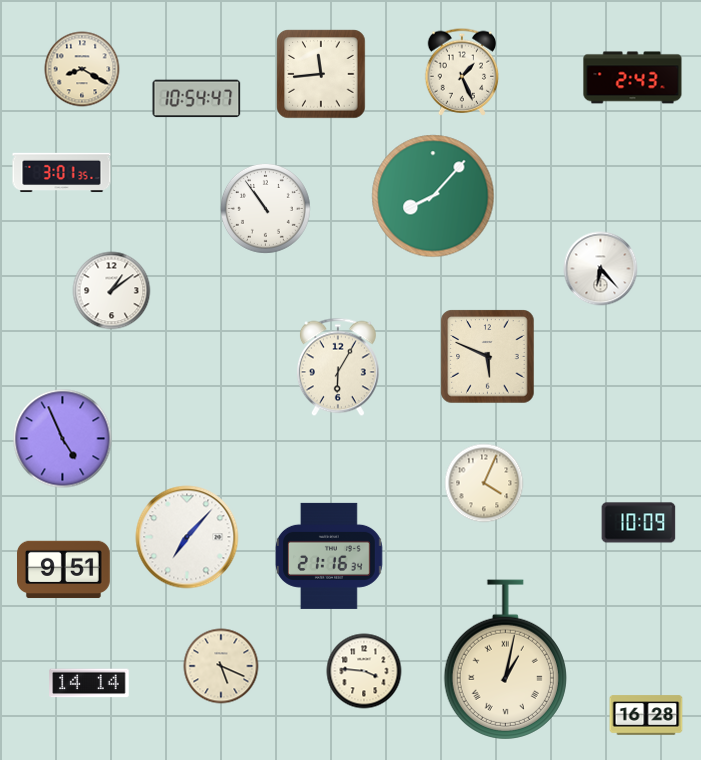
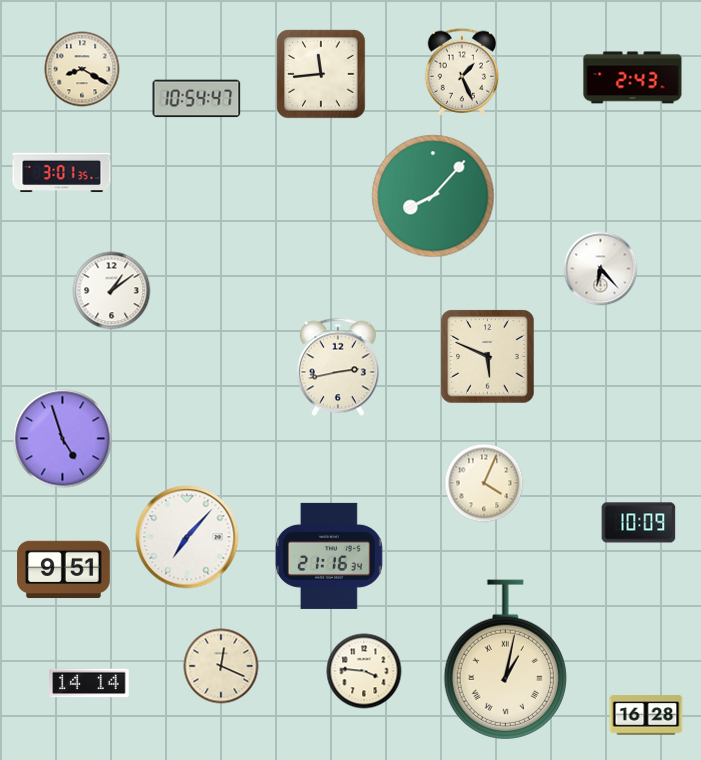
clock at (265, 208): 10:54 -> none
clock at (338, 367): 6:05 -> 2:43
clock at (63, 439): 4:56 -> 4:57
clock at (221, 666): 5:19 -> 12:19
